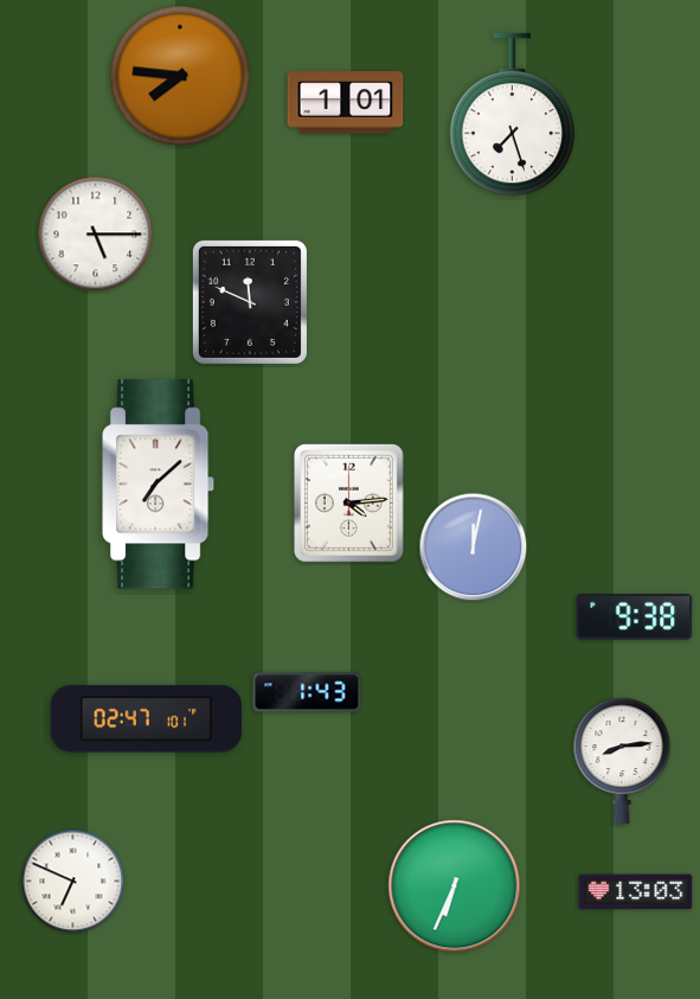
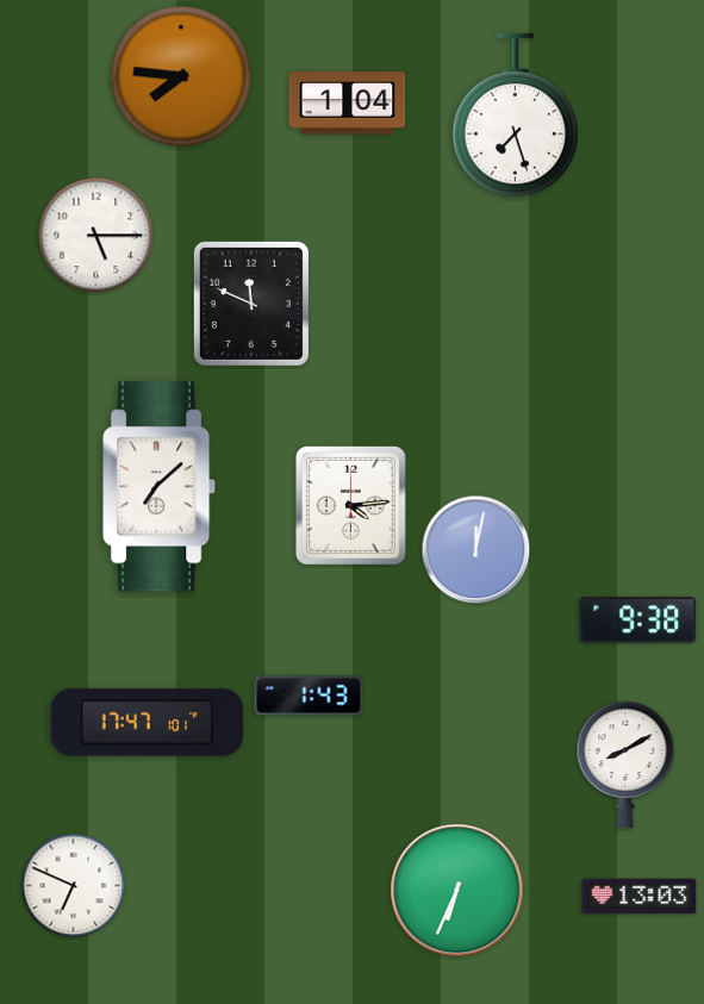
clock at (346, 103): 1:01 -> 1:04
clock at (147, 719): 02:47 -> 17:47
clock at (622, 761): 8:14 -> 8:10
